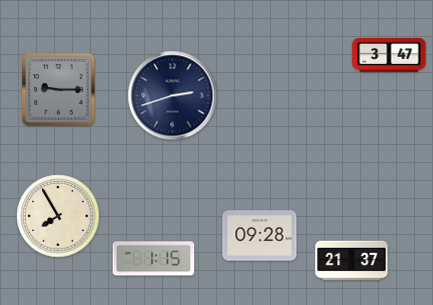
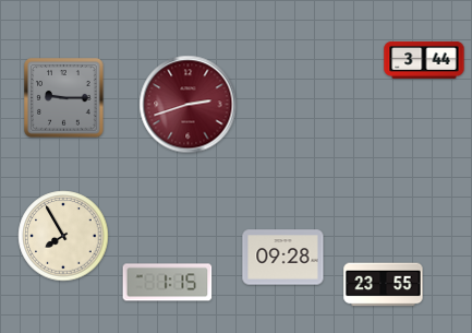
clock at (389, 55): 3:47 -> 3:44
clock at (173, 96) dial: navy -> burgundy
clock at (352, 261): 21:37 -> 23:55
